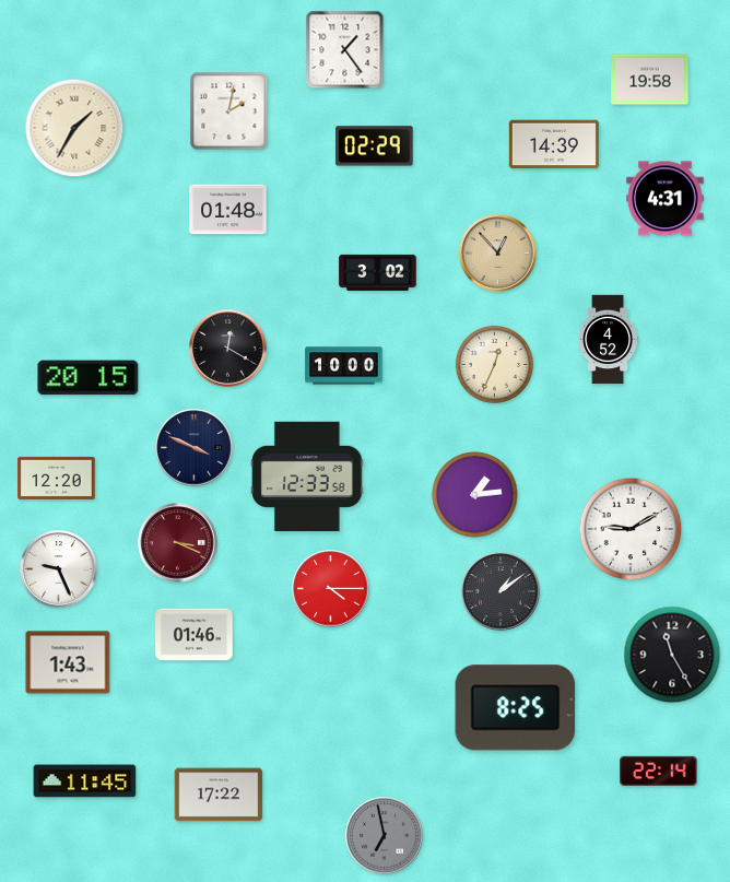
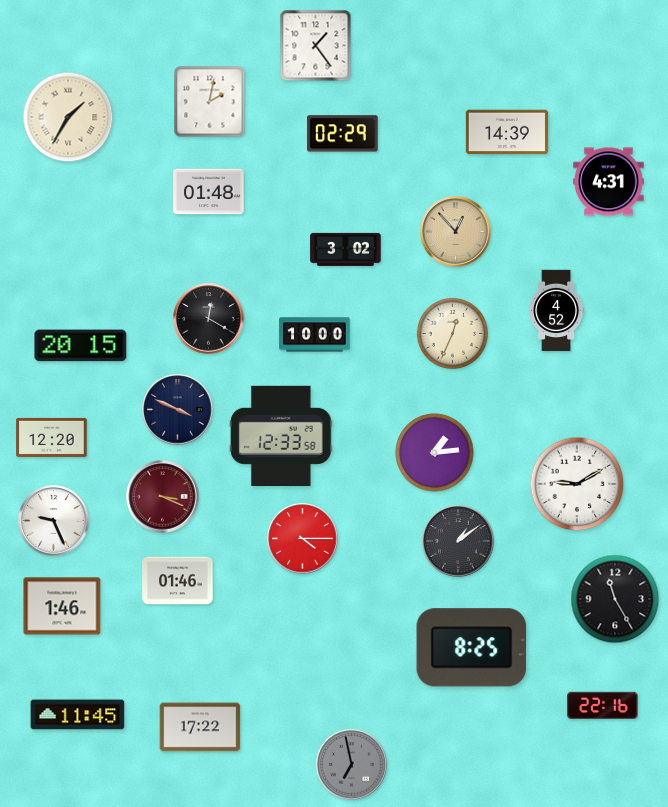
clock at (650, 80): 19:58 -> none
clock at (68, 662): 1:43 -> 1:46
clock at (659, 771): 22:14 -> 22:16
